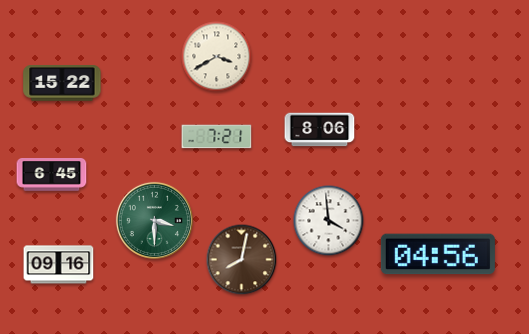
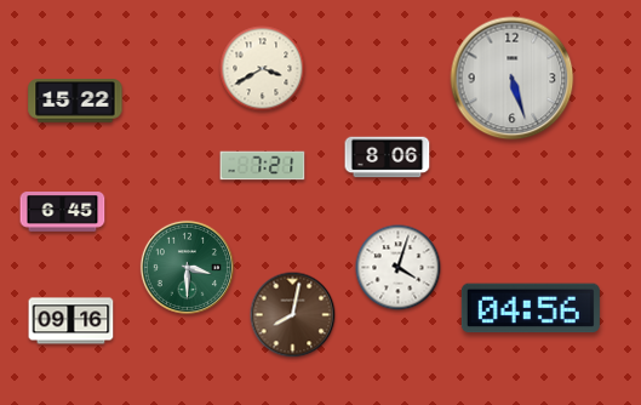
clock at (513, 79): none -> 5:27
clock at (329, 221): 3:59 -> 4:03
